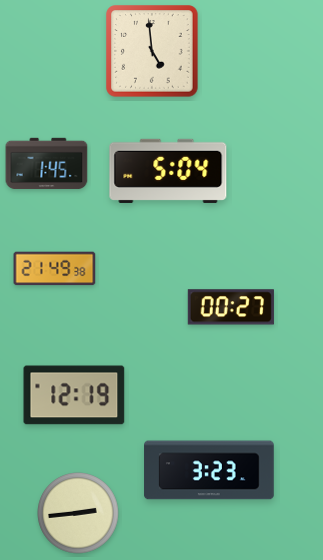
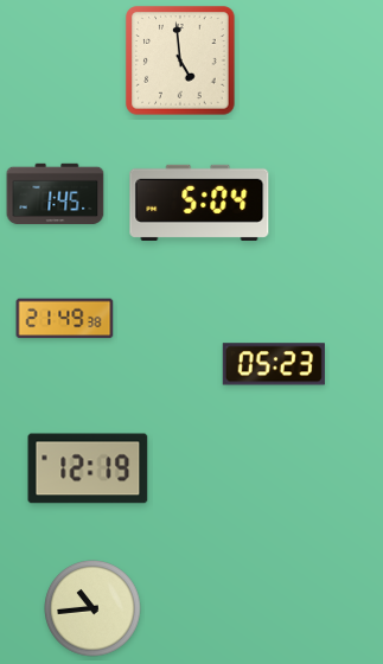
clock at (231, 307): 00:27 -> 05:23
clock at (209, 470): 3:23 -> none
clock at (78, 513): 2:44 -> 10:44
